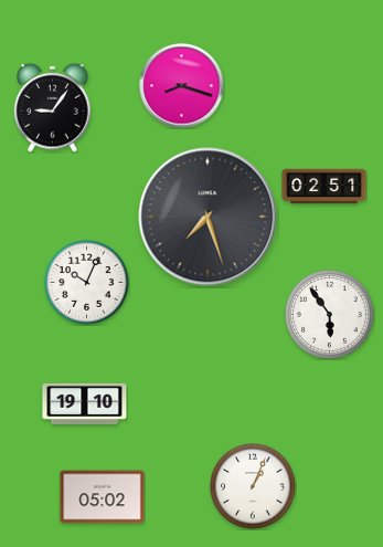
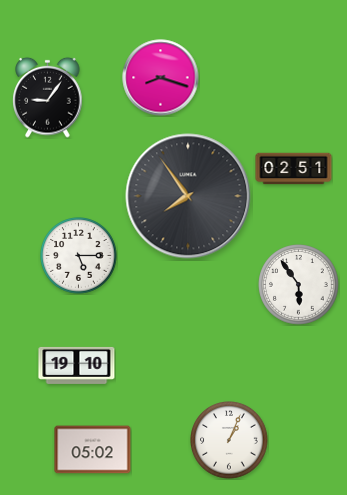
clock at (182, 86) position: (182, 86) -> (161, 78)
clock at (208, 217): 7:27 -> 7:54
clock at (87, 283): 10:04 -> 5:15
